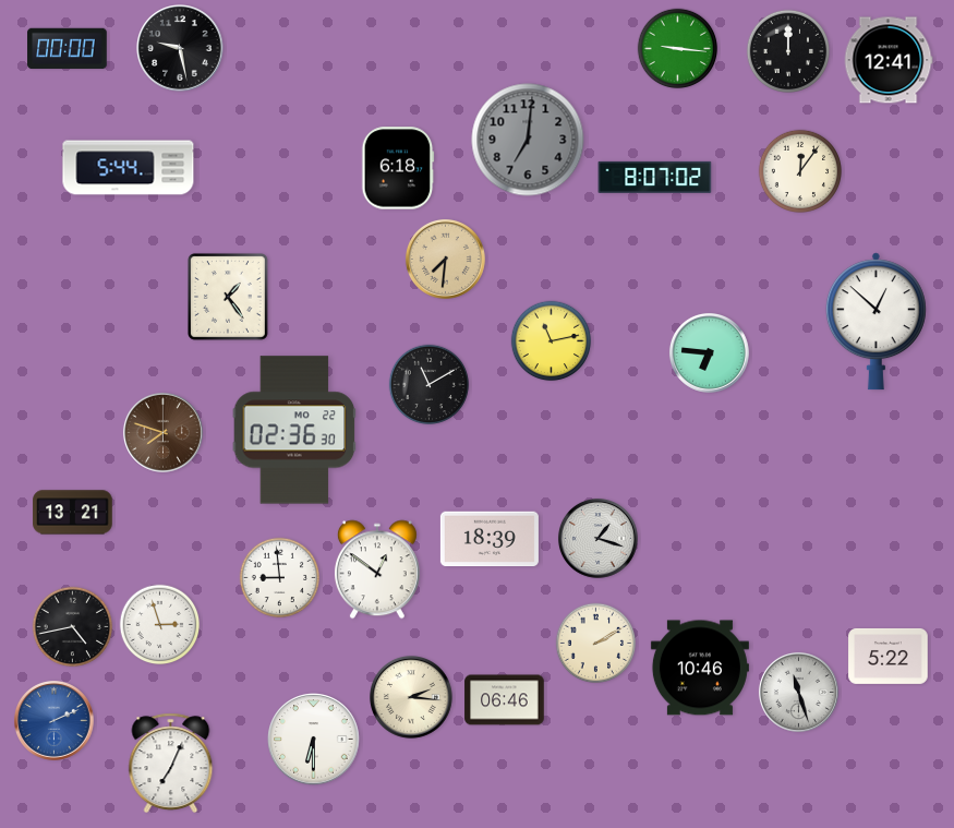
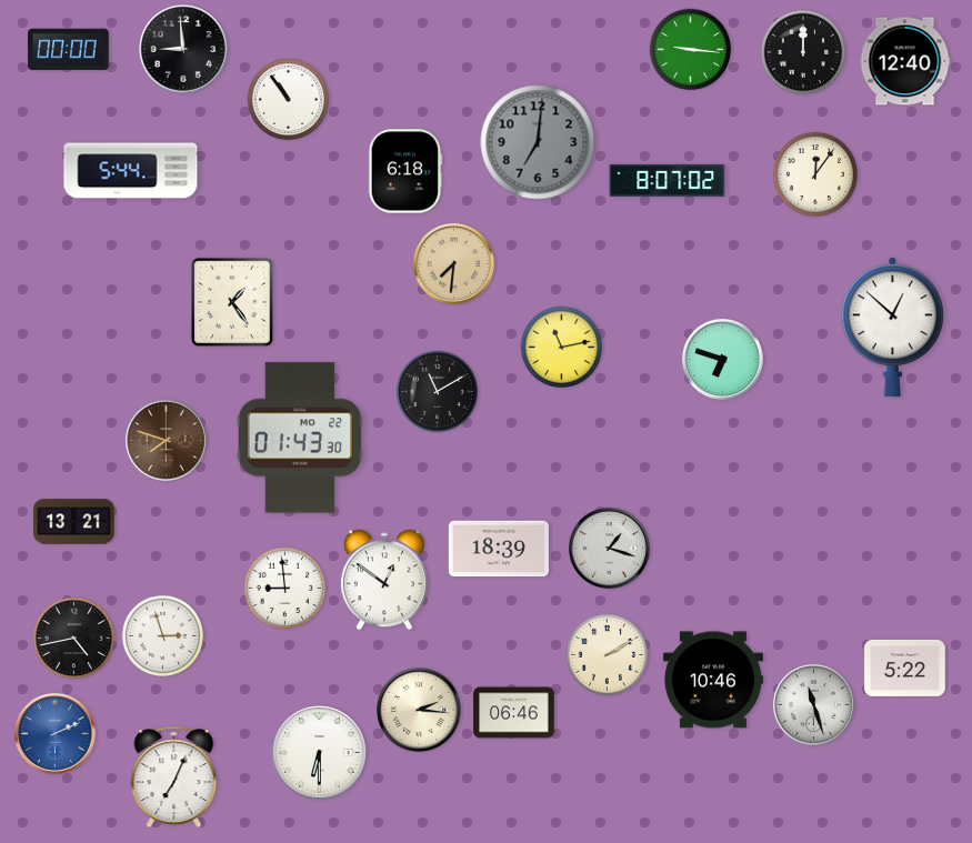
clock at (181, 49): 9:28 -> 8:59
clock at (889, 60): 12:41 -> 12:40
clock at (289, 100): none -> 10:54
clock at (709, 352): 6:46 -> 6:48
clock at (294, 430): 02:36 -> 01:43
